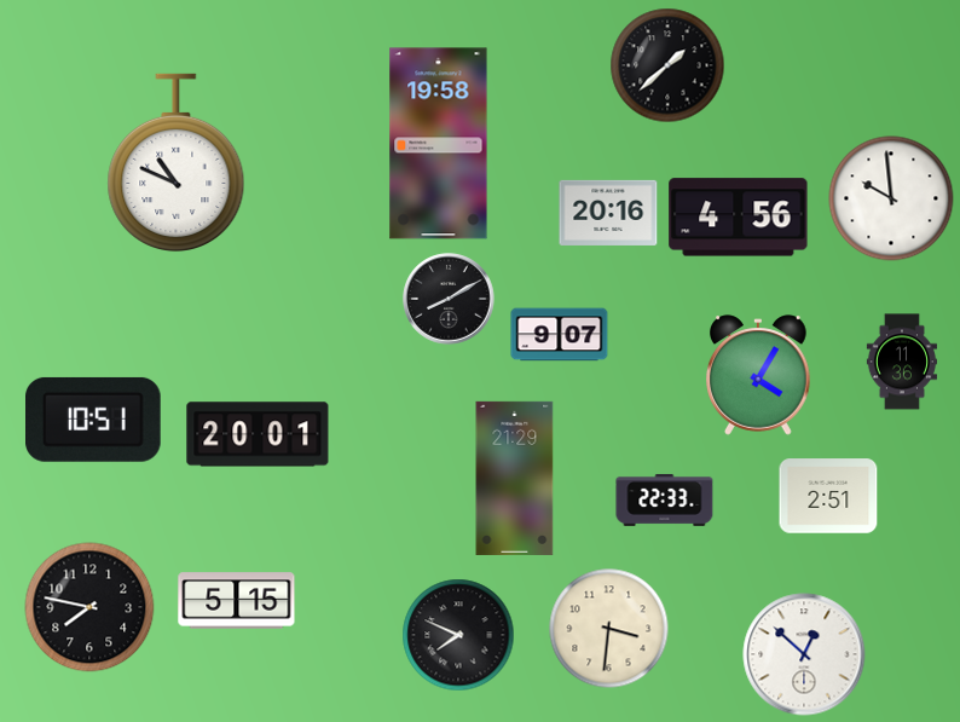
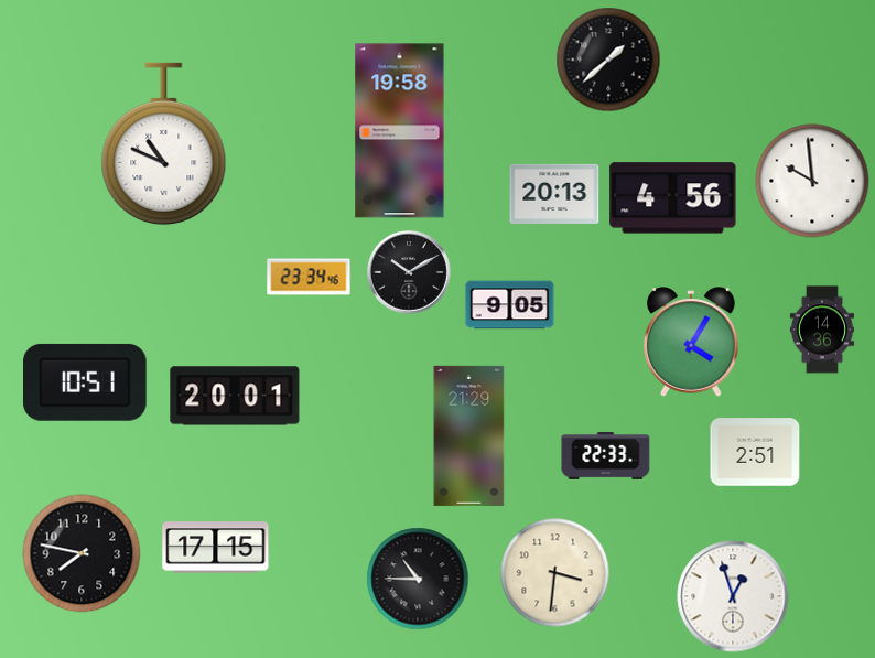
clock at (177, 163) position: (177, 163) -> (164, 144)
clock at (608, 213): 20:16 -> 20:13
clock at (449, 299): 8:10 -> 10:10
clock at (309, 277): none -> 23:34
clock at (560, 335): 9:07 -> 9:05
clock at (902, 362): 11:36 -> 14:36
clock at (237, 601): 5:15 -> 17:15
clock at (458, 635): 7:49 -> 10:45
clock at (804, 654): 12:52 -> 12:57
